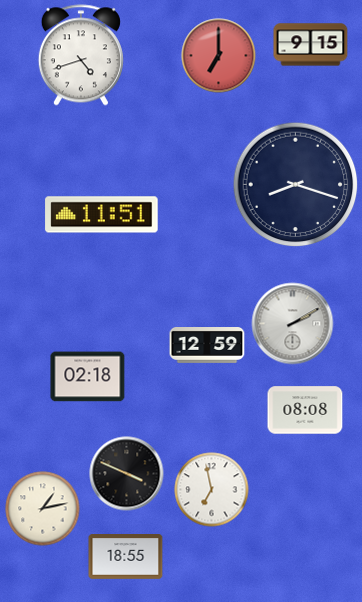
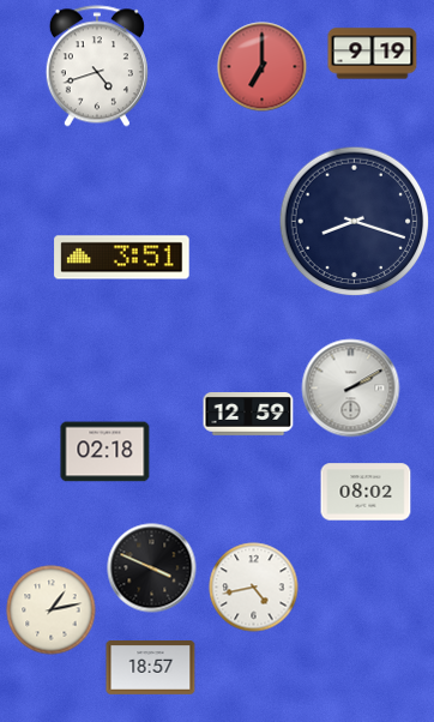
clock at (311, 45): 9:15 -> 9:19
clock at (102, 215): 11:51 -> 3:51
clock at (305, 410): 08:08 -> 08:02
clock at (212, 490): 6:58 -> 4:43
clock at (126, 557): 18:55 -> 18:57
